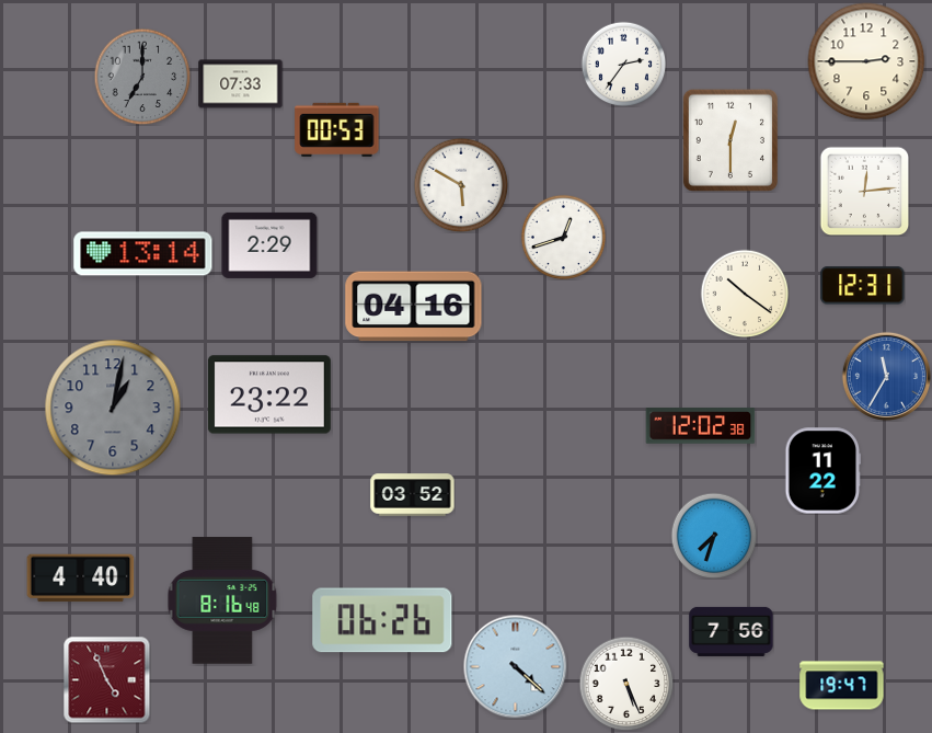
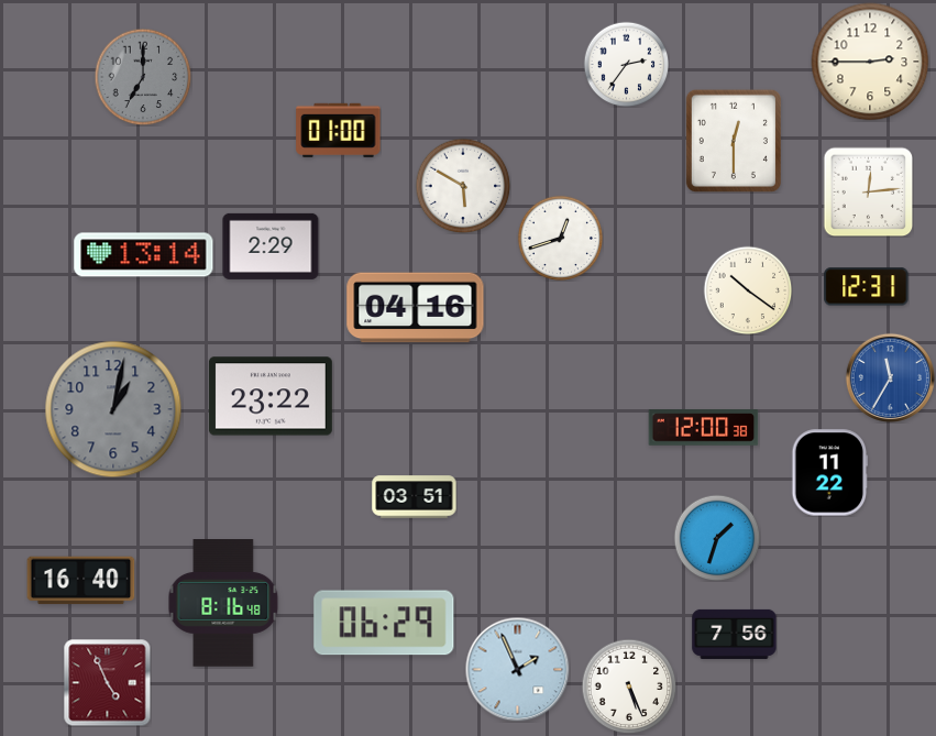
clock at (241, 84): 07:33 -> none
clock at (337, 129): 00:53 -> 01:00
clock at (563, 237) position: (563, 237) -> (560, 238)
clock at (745, 294) position: (745, 294) -> (748, 290)
clock at (701, 426): 12:02 -> 12:00
clock at (824, 471) position: (824, 471) -> (830, 473)
clock at (413, 495): 03:52 -> 03:51
clock at (714, 536): 7:33 -> 1:33
clock at (81, 579): 4:40 -> 16:40
clock at (382, 620): 06:26 -> 06:29
clock at (515, 666): 4:22 -> 1:56
clock at (842, 686): 19:47 -> none
